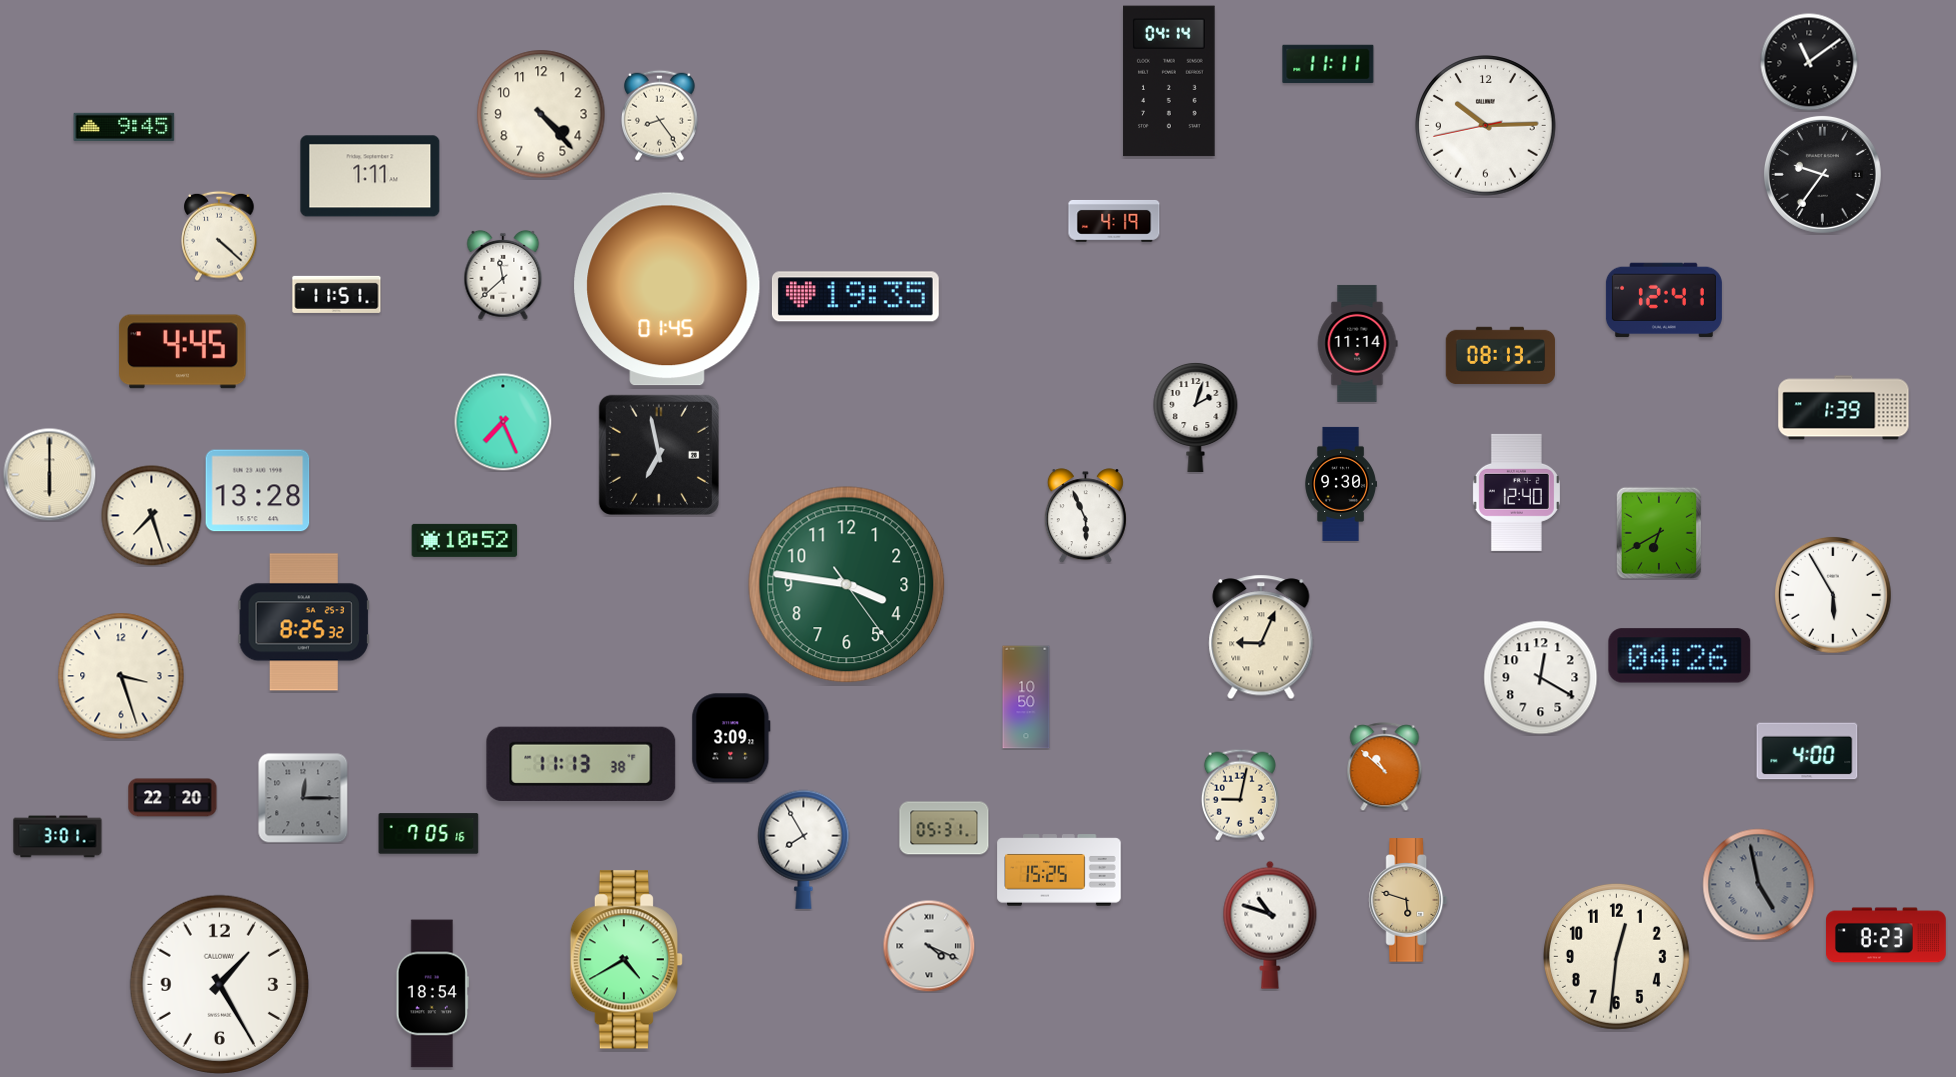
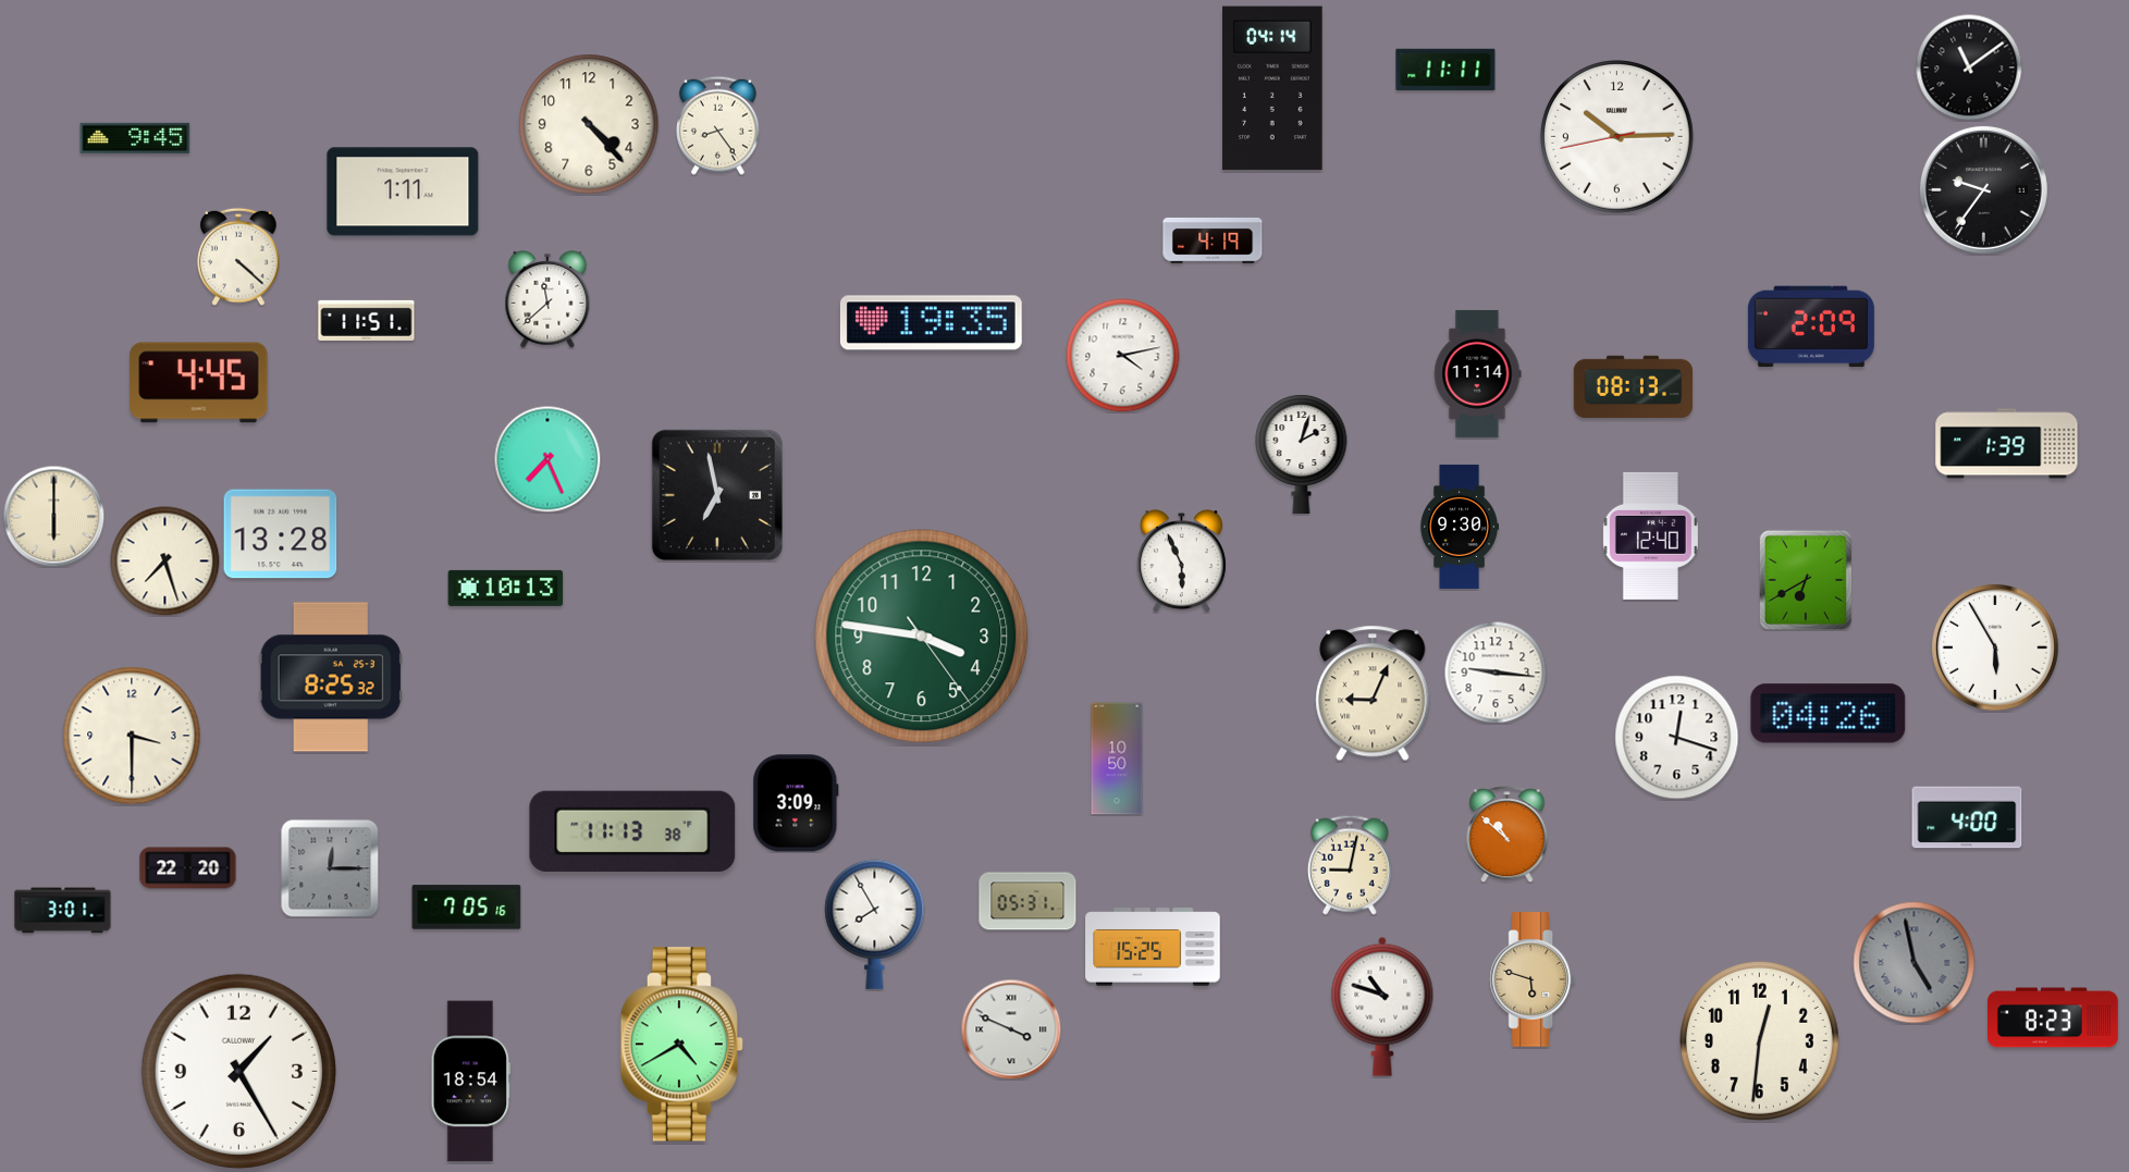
clock at (667, 289): 01:45 -> none
clock at (1664, 300): 12:41 -> 2:09
clock at (1123, 356): none -> 4:13
clock at (465, 540): 10:52 -> 10:13
clock at (1496, 673): none -> 9:16
clock at (121, 676): 3:27 -> 3:30
clock at (1541, 678): 12:20 -> 12:18
clock at (929, 946): 4:19 -> 3:49
